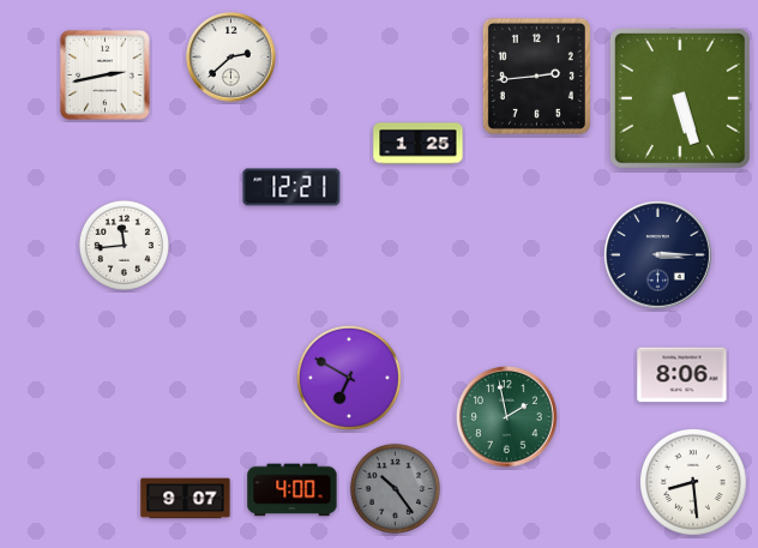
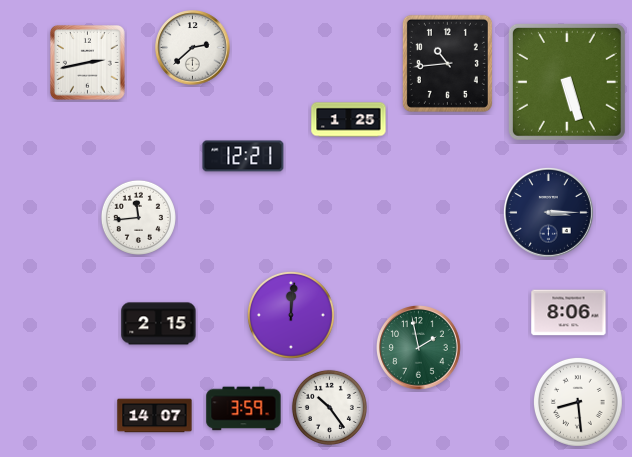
clock at (536, 76): 2:44 -> 10:44
clock at (124, 245) position: (124, 245) -> (138, 217)
clock at (349, 378): 6:50 -> 12:01
clock at (159, 324): none -> 2:15
clock at (507, 417) position: (507, 417) -> (419, 348)
clock at (395, 488) dial: grey -> white
clock at (293, 490): 4:00 -> 3:59
clock at (186, 499): 9:07 -> 14:07
